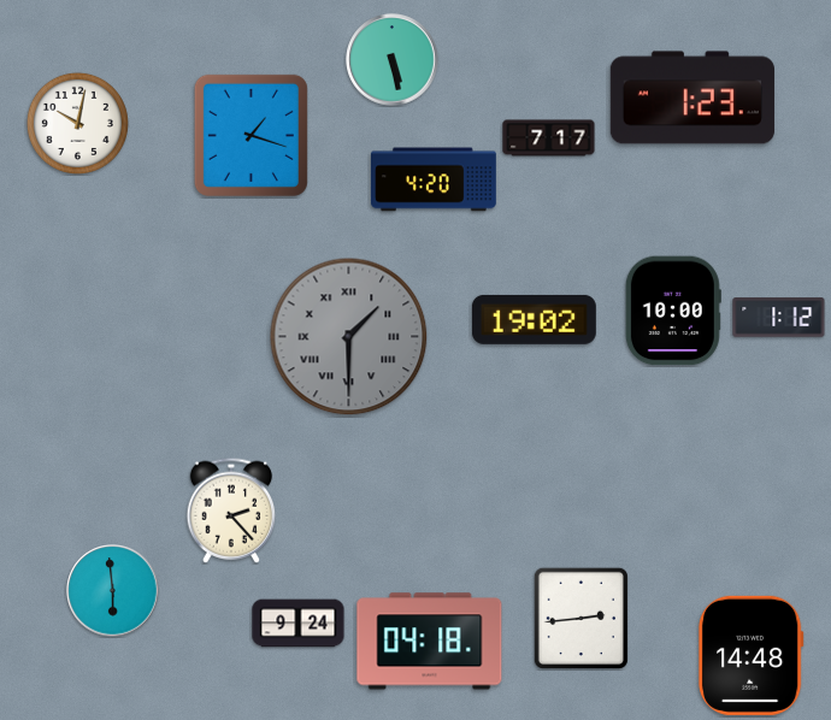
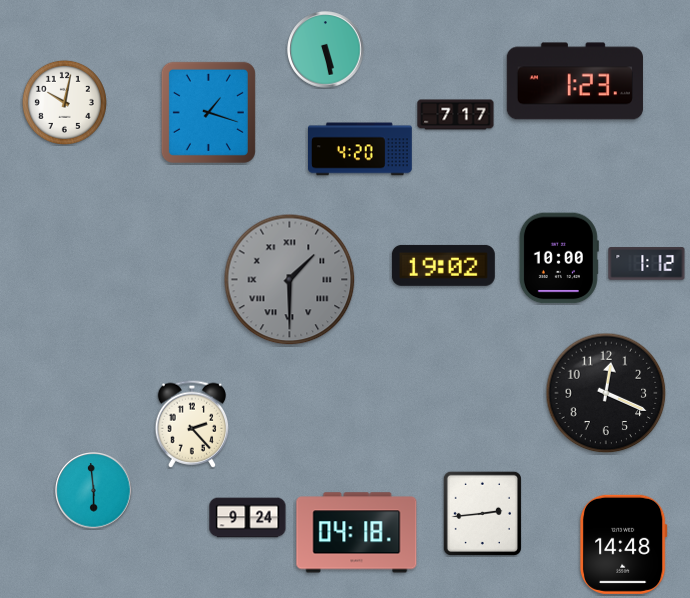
clock at (606, 393): none -> 12:19
